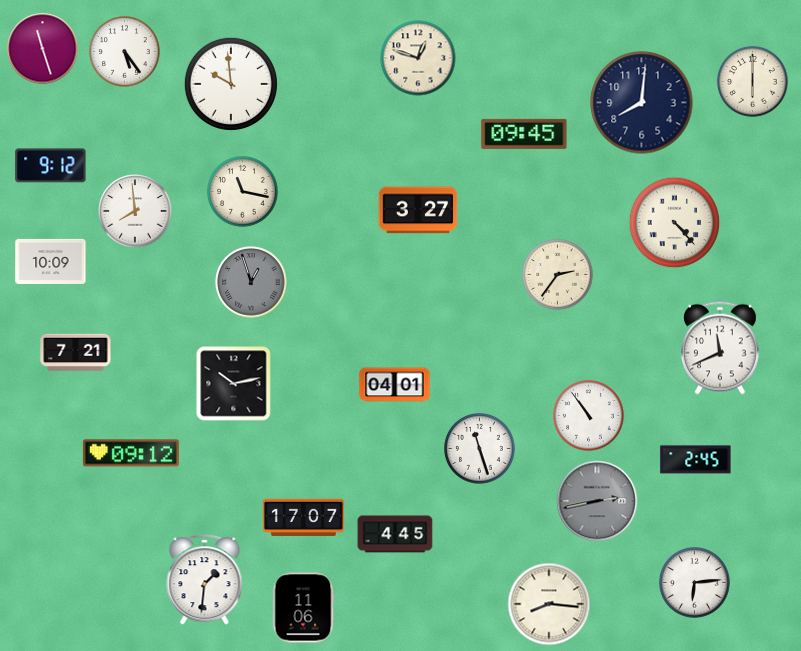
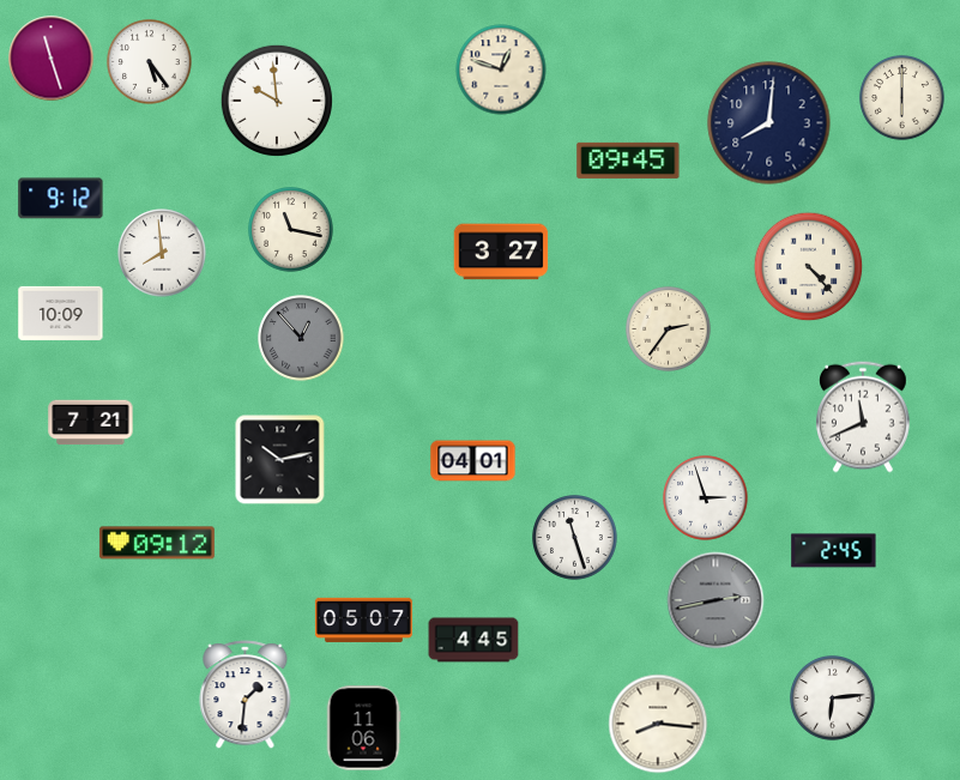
clock at (251, 282): 12:57 -> 12:53
clock at (589, 416): 10:54 -> 2:57
clock at (303, 517): 17:07 -> 05:07
